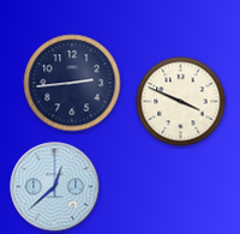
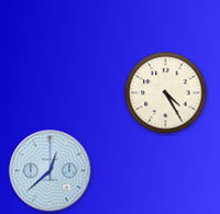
clock at (72, 83): 2:44 -> none
clock at (181, 102): 3:49 -> 4:25
